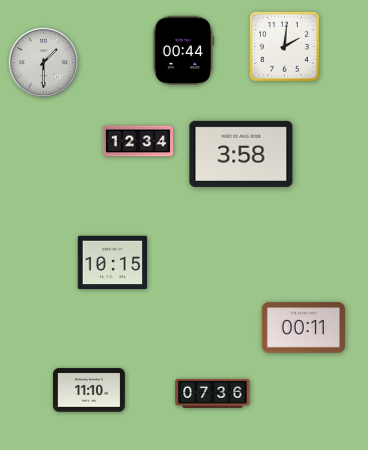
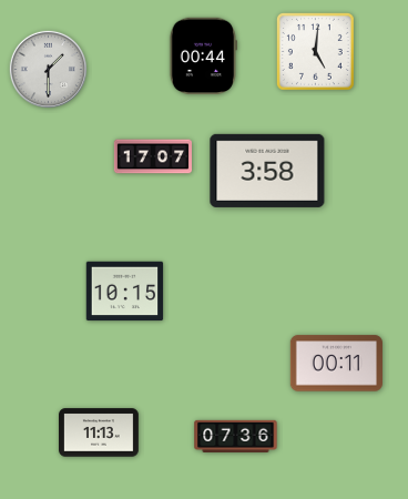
clock at (284, 46): 2:01 -> 5:01
clock at (137, 141): 12:34 -> 17:07
clock at (90, 390): 11:10 -> 11:13
